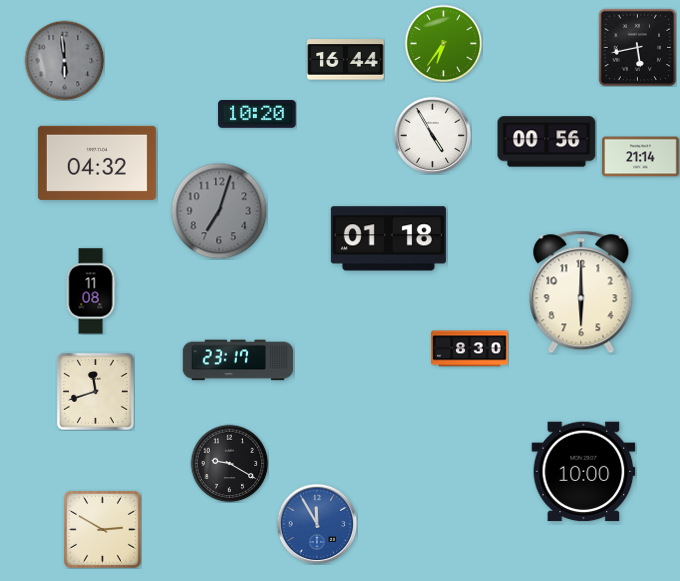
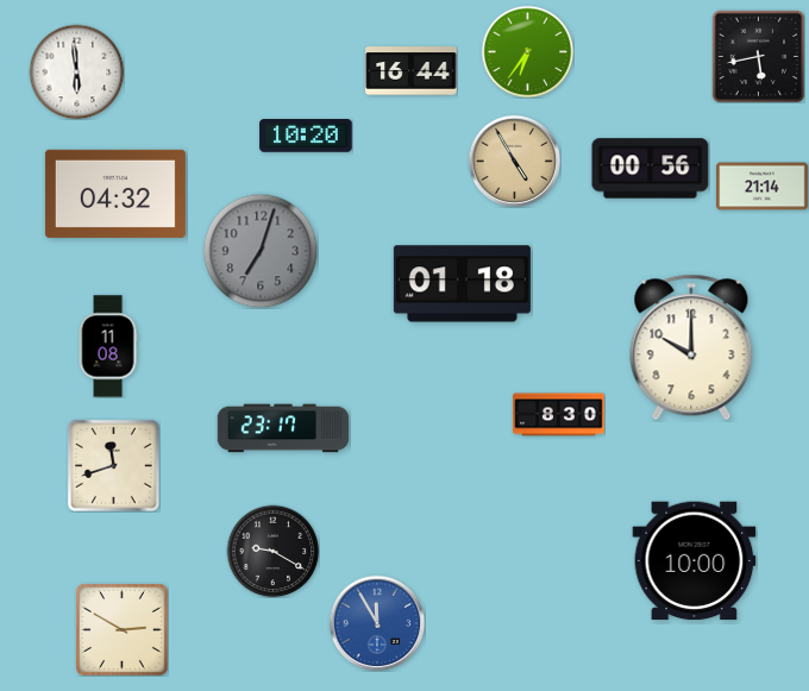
clock at (64, 60) dial: grey -> white
clock at (432, 135) dial: white -> champagne
clock at (581, 292): 6:00 -> 10:00
